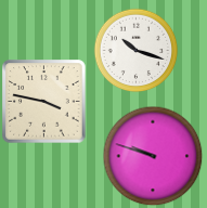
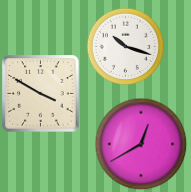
clock at (44, 102): 3:47 -> 3:50
clock at (153, 156): 9:48 -> 12:40
